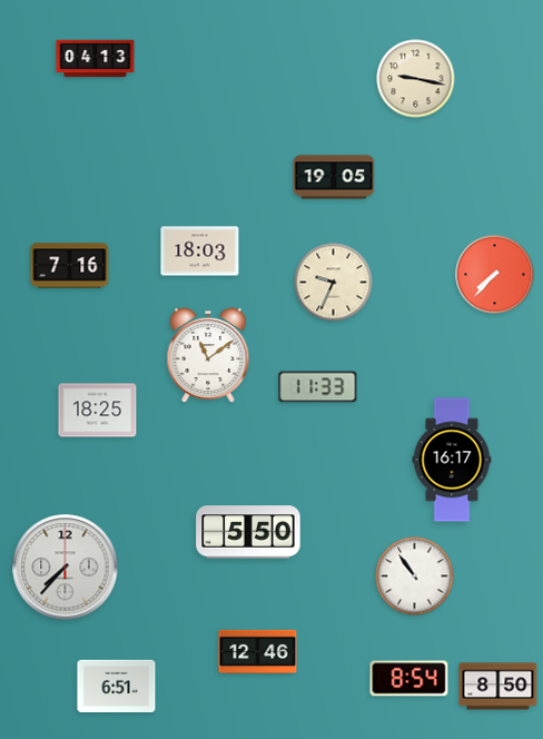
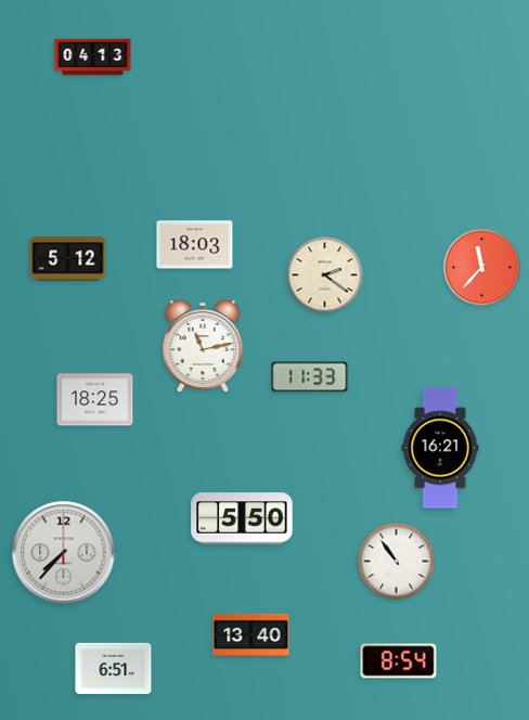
clock at (416, 79): 9:17 -> none
clock at (334, 177): 19:05 -> none
clock at (70, 266): 7:16 -> 5:12
clock at (495, 275): 7:37 -> 11:37
clock at (334, 283): 9:34 -> 2:21
clock at (208, 356): 11:09 -> 11:13
clock at (452, 460): 16:17 -> 16:21
clock at (415, 577) position: (415, 577) -> (397, 562)
clock at (258, 651): 12:46 -> 13:40
clock at (498, 687): 8:50 -> none
